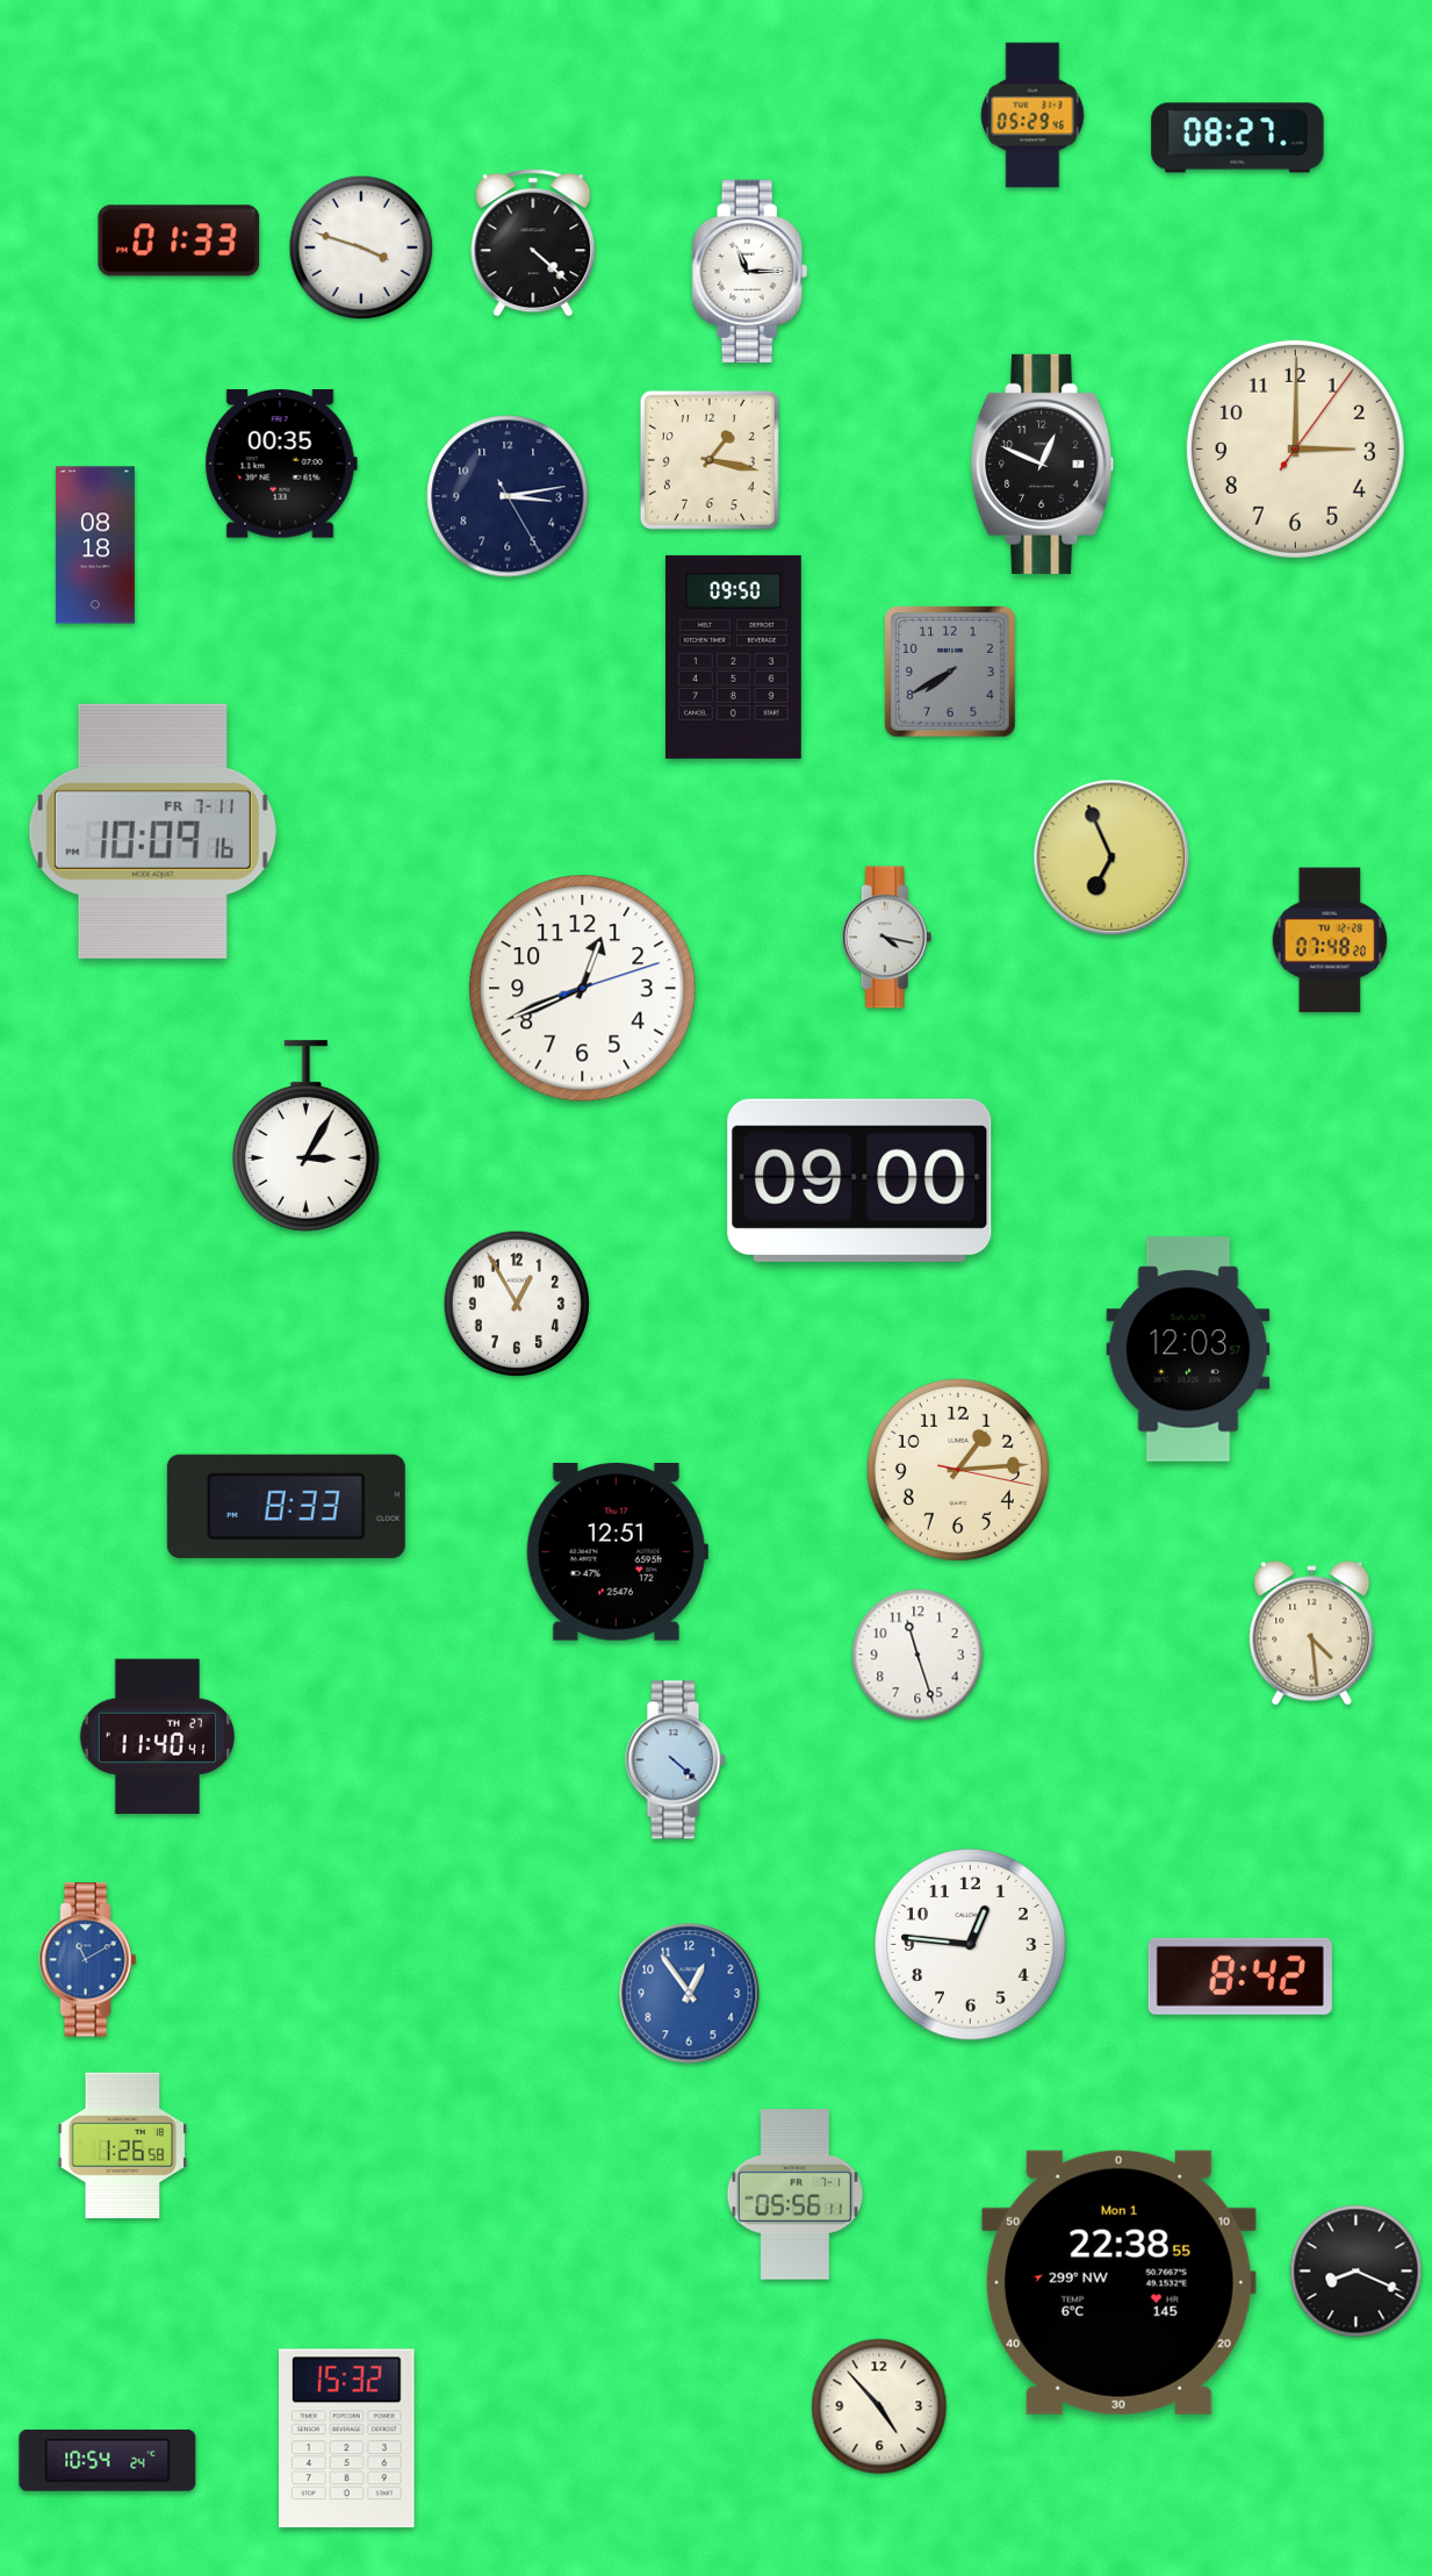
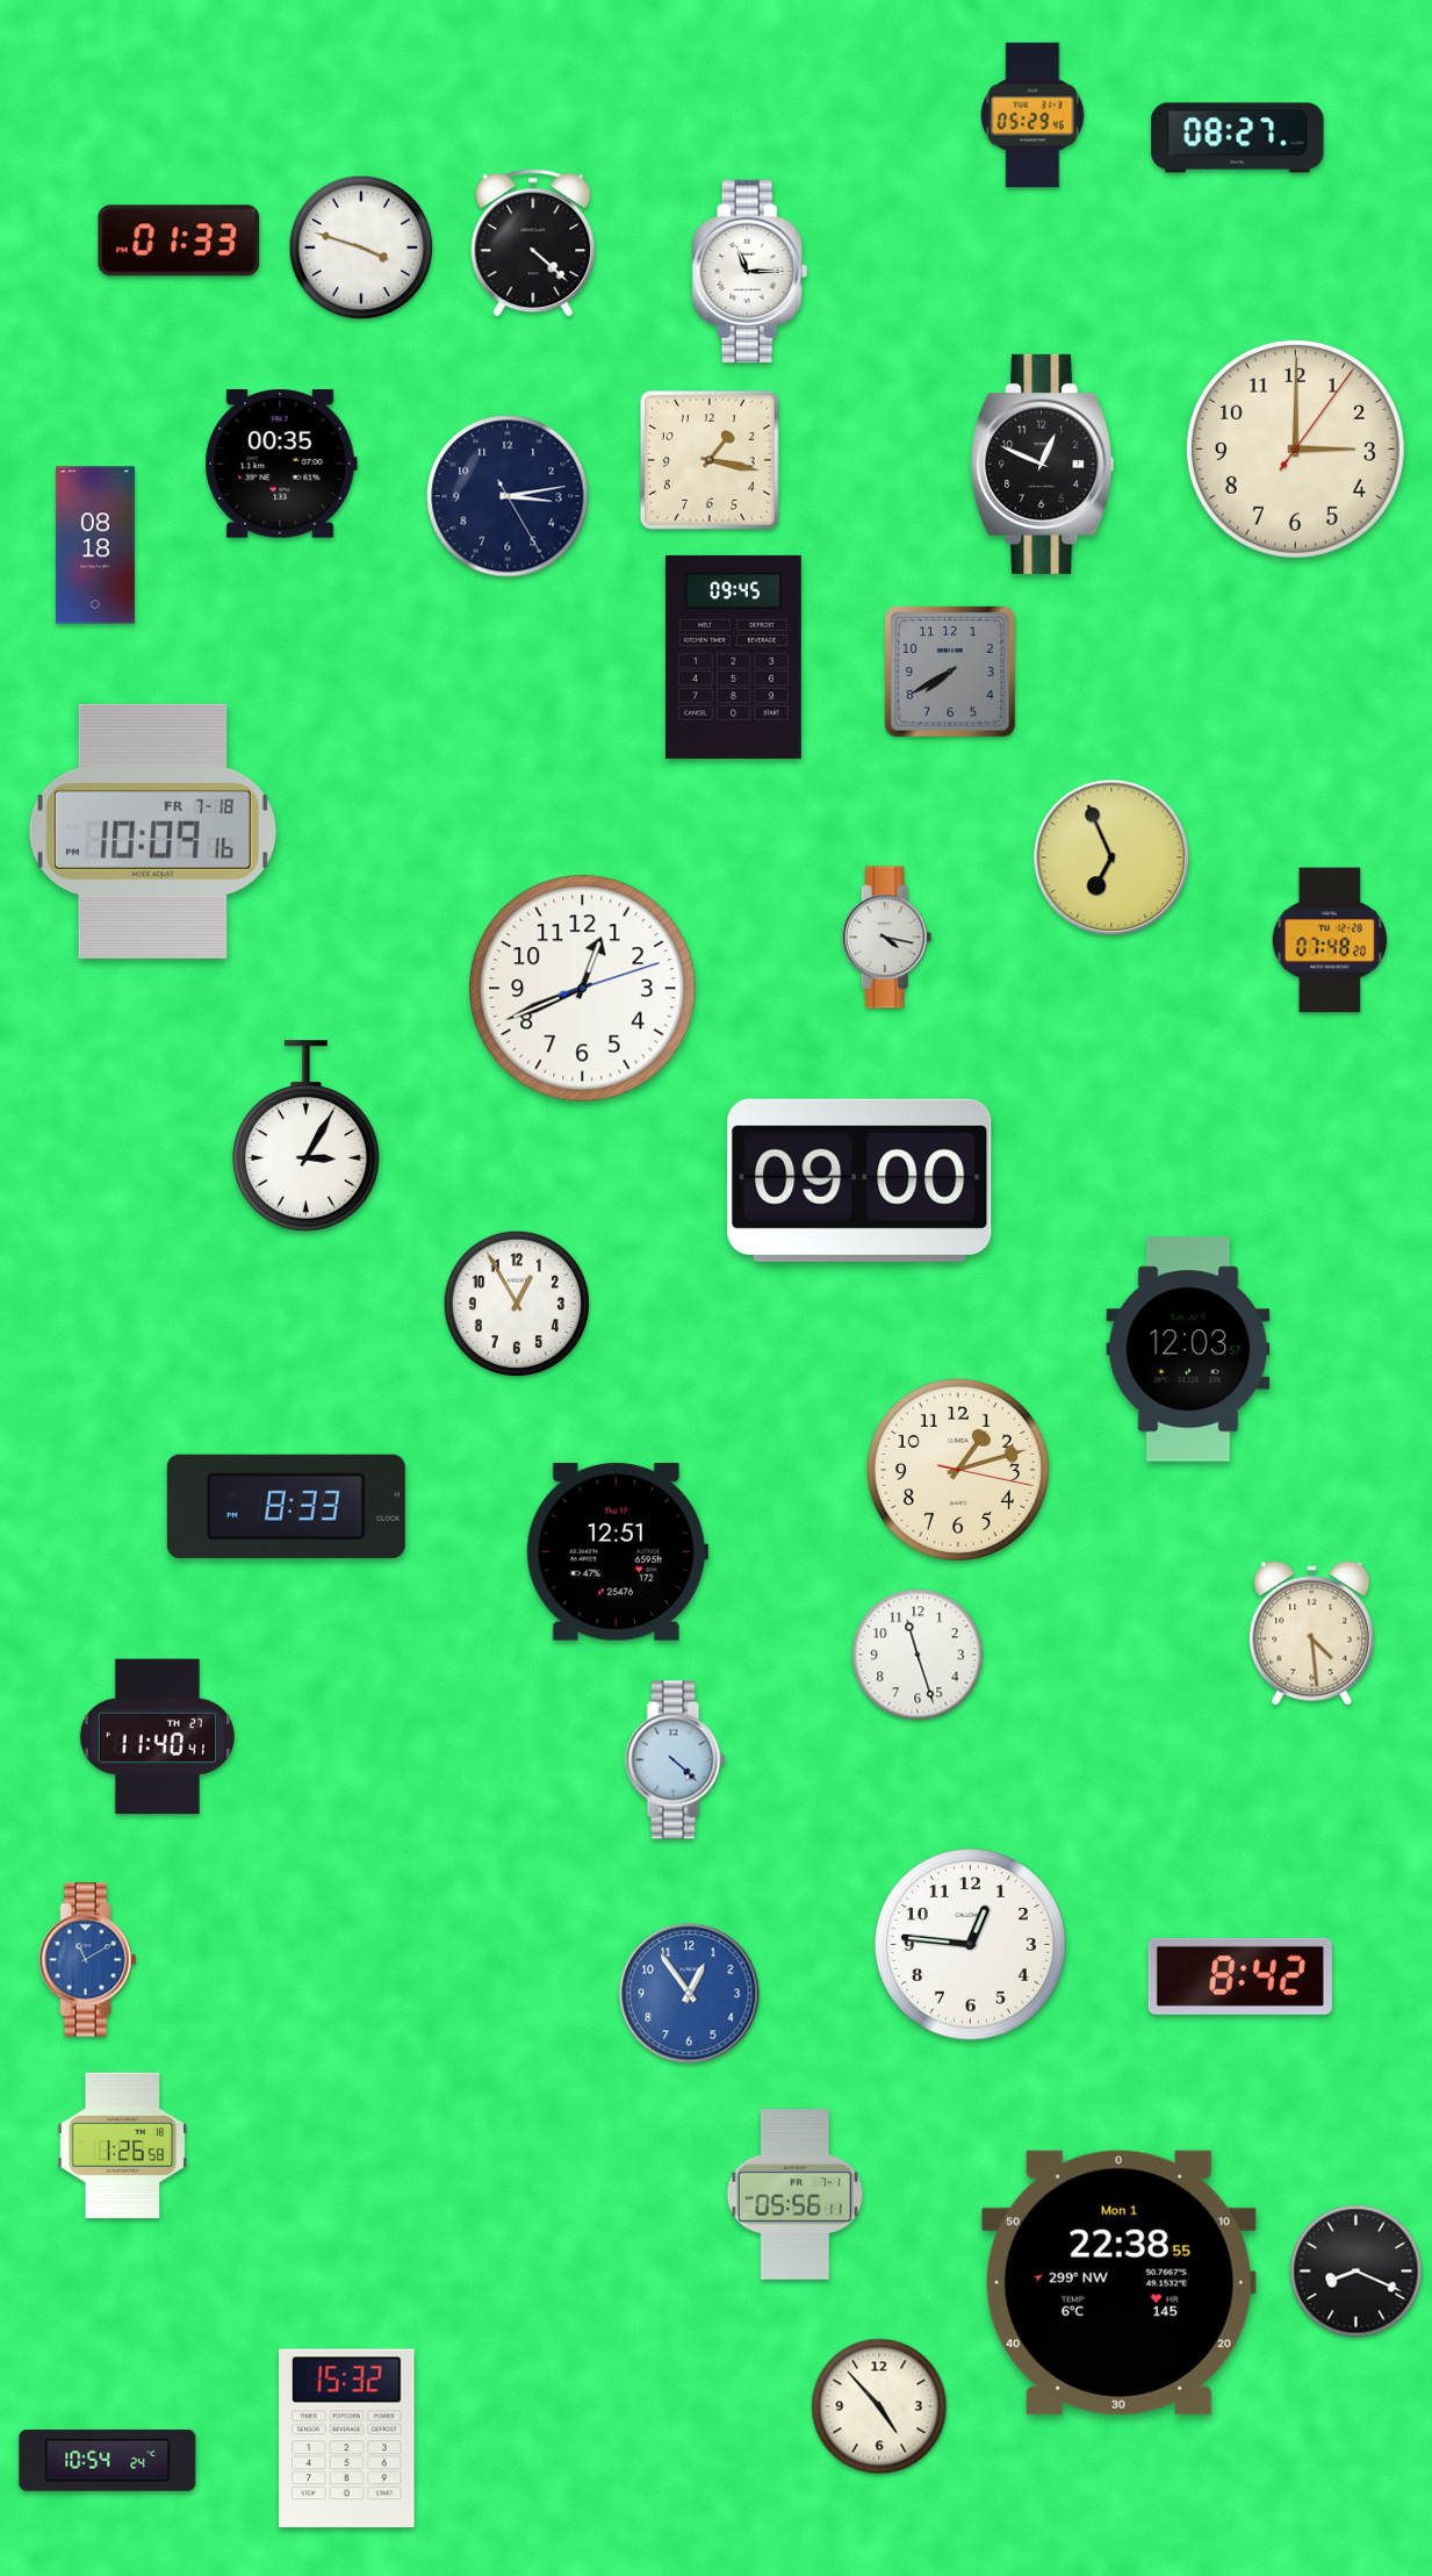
clock at (733, 656): 09:50 -> 09:45
clock at (152, 831) date: FR 7-11 -> FR 7-18
clock at (958, 1470): 1:14 -> 1:12
